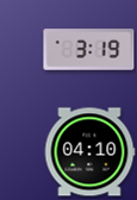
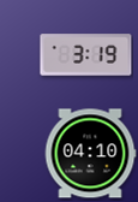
clock at (89, 50) position: (89, 50) -> (86, 55)
